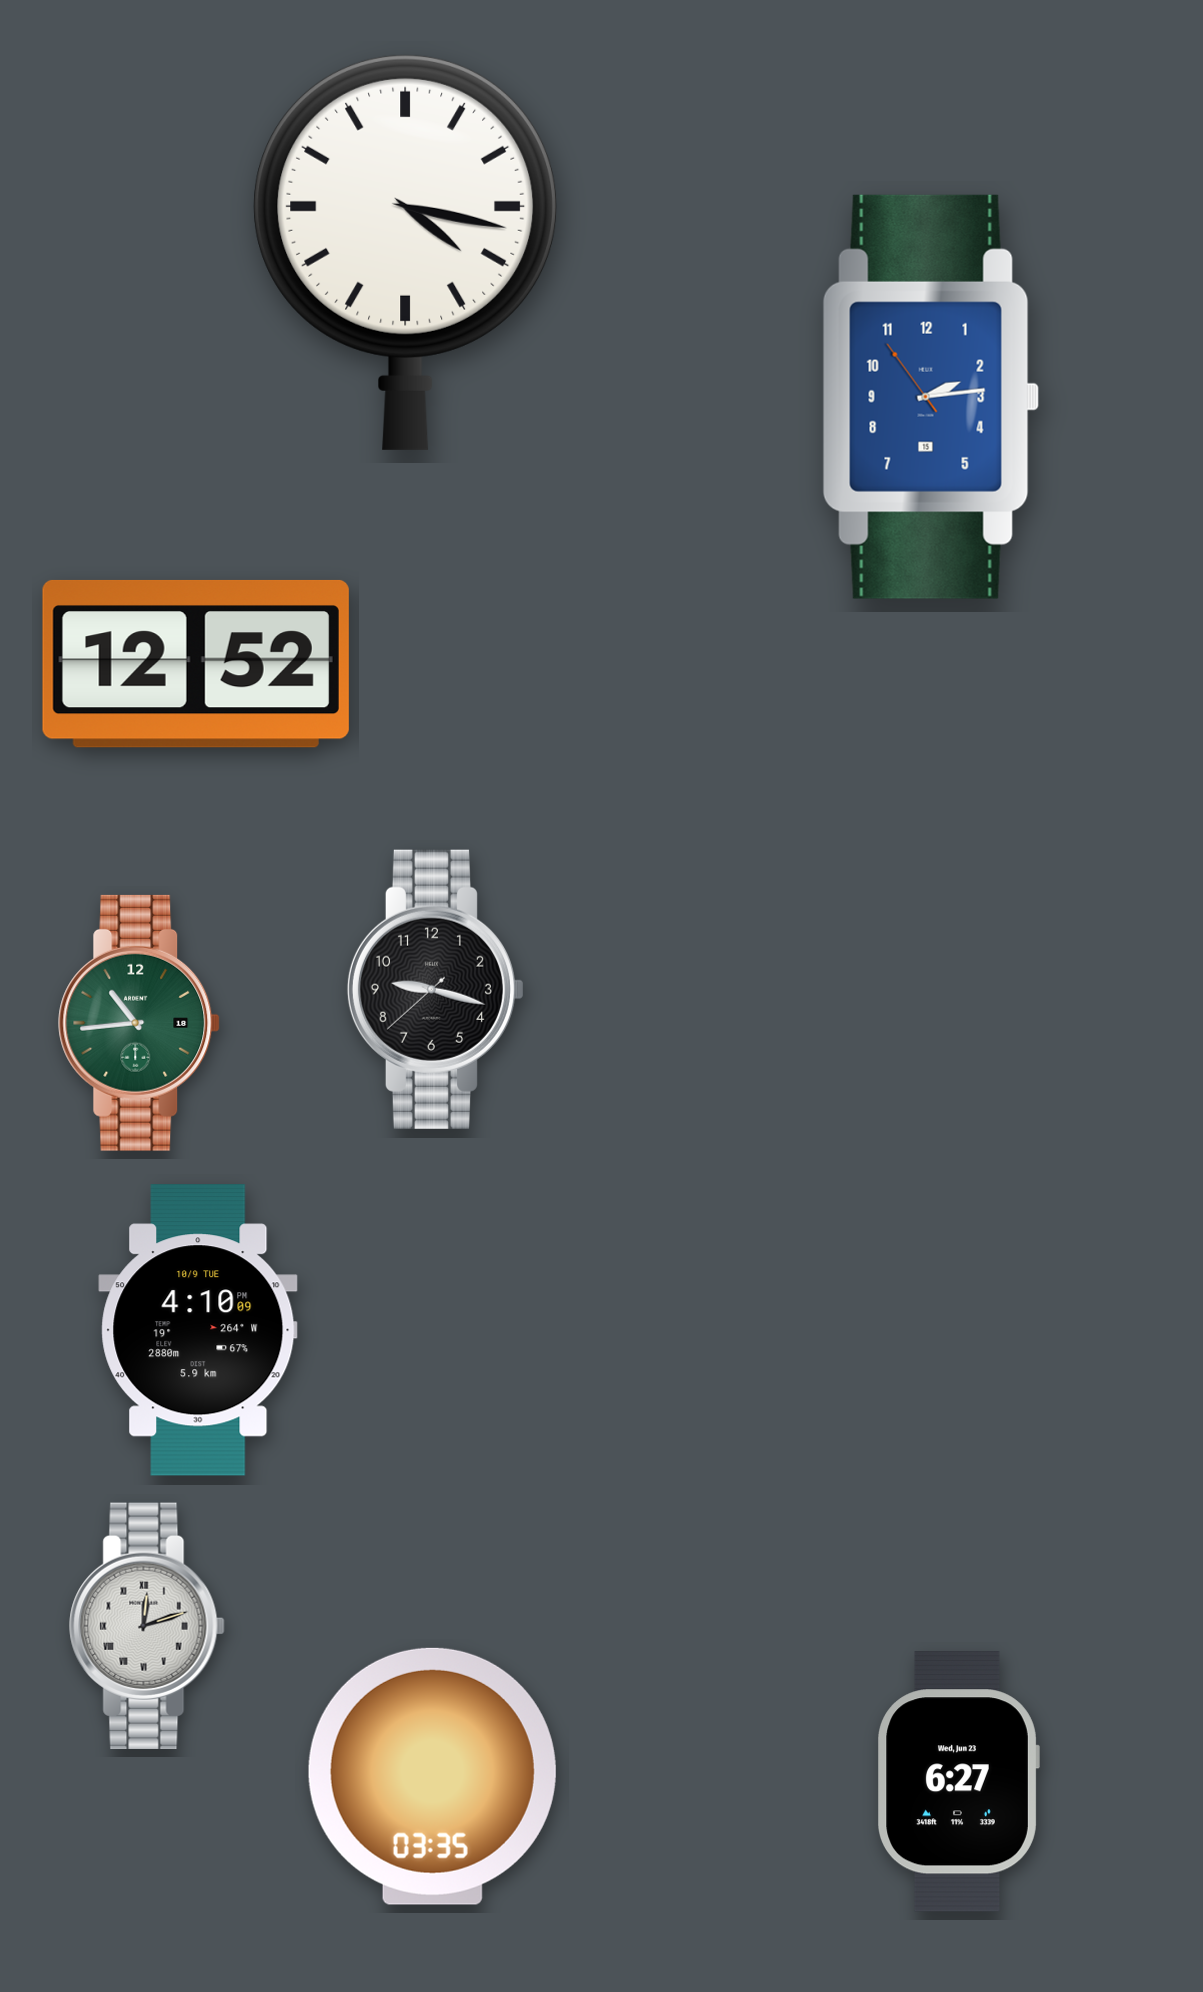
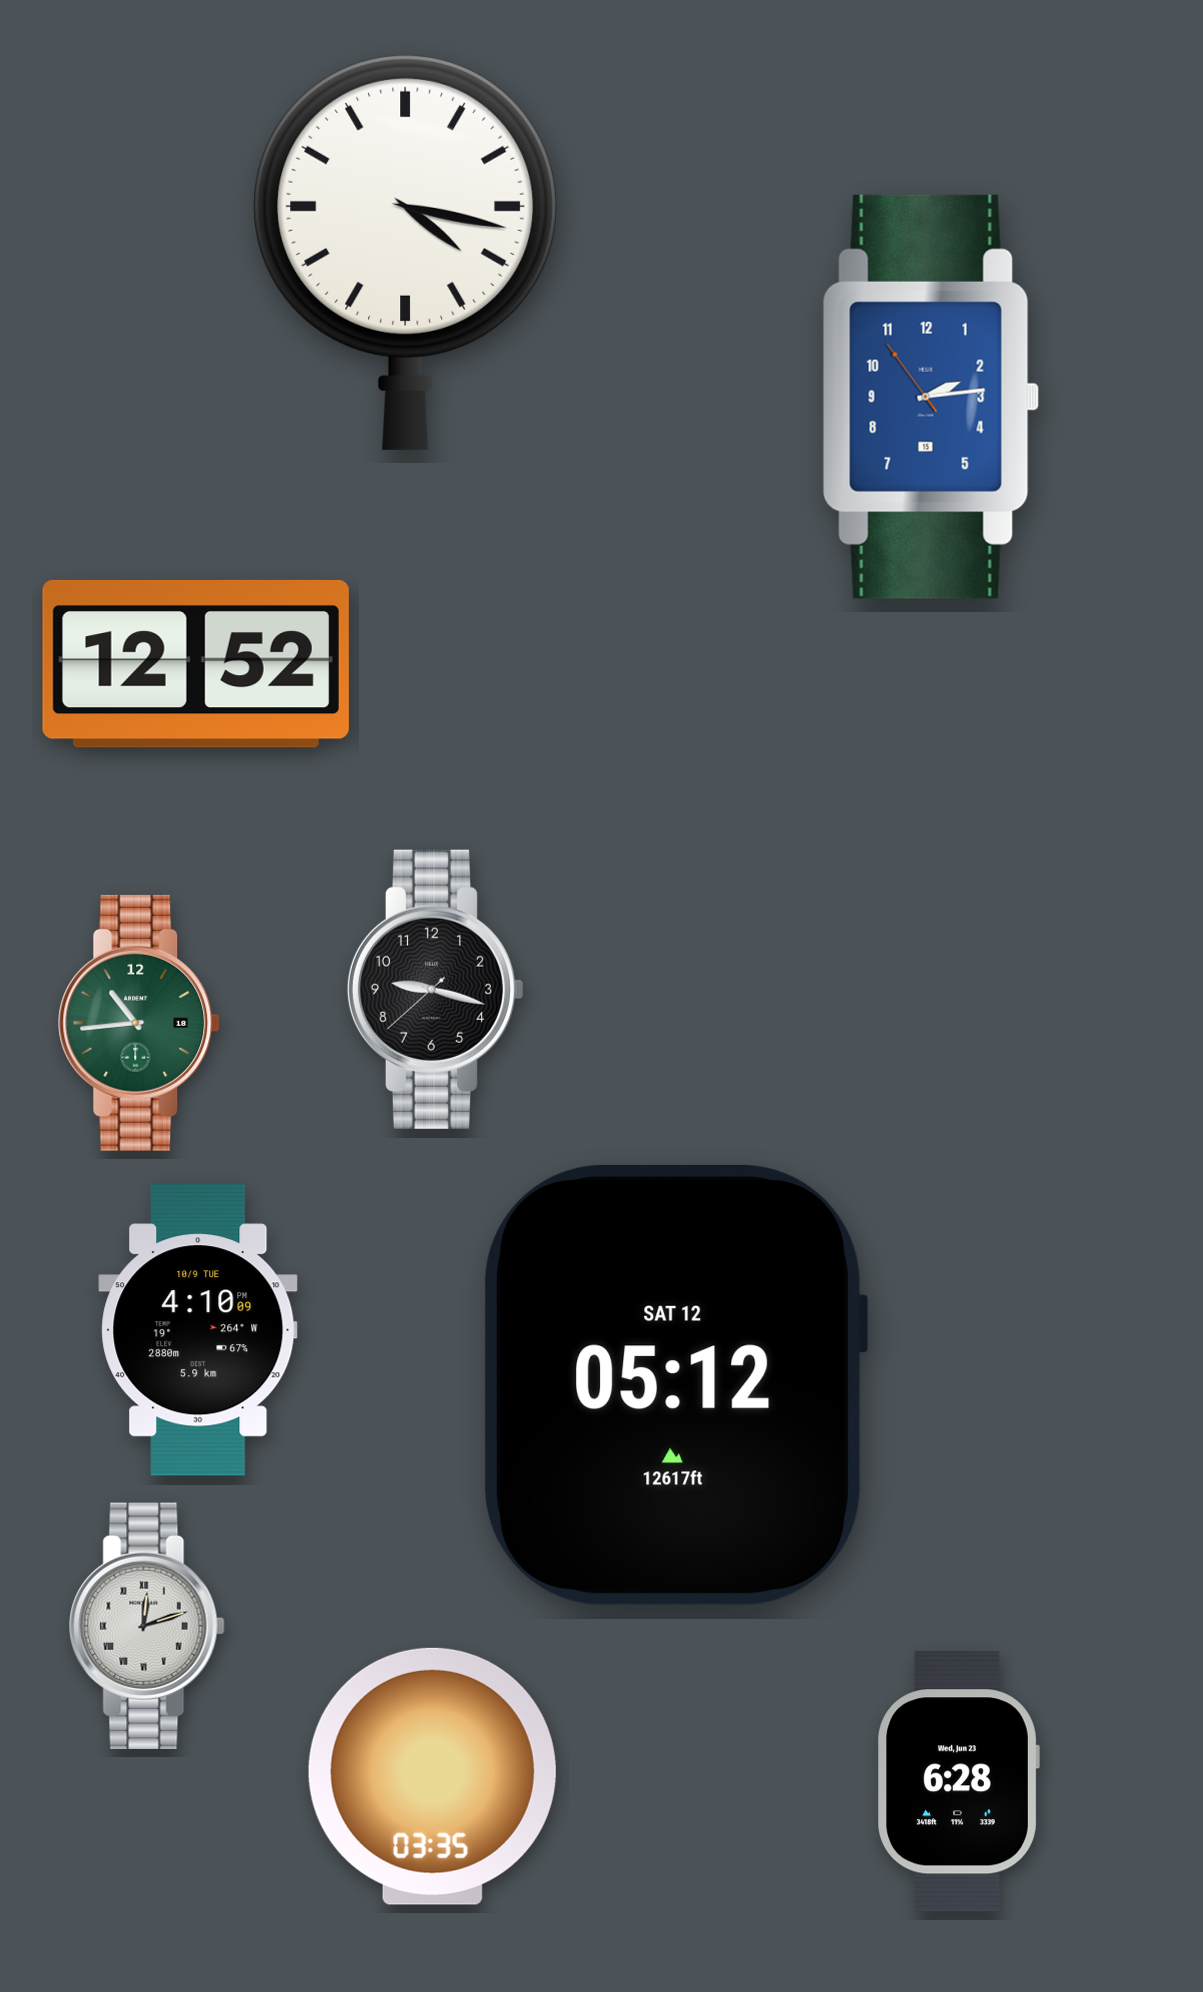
clock at (675, 1385): none -> 05:12
clock at (958, 1782): 6:27 -> 6:28
